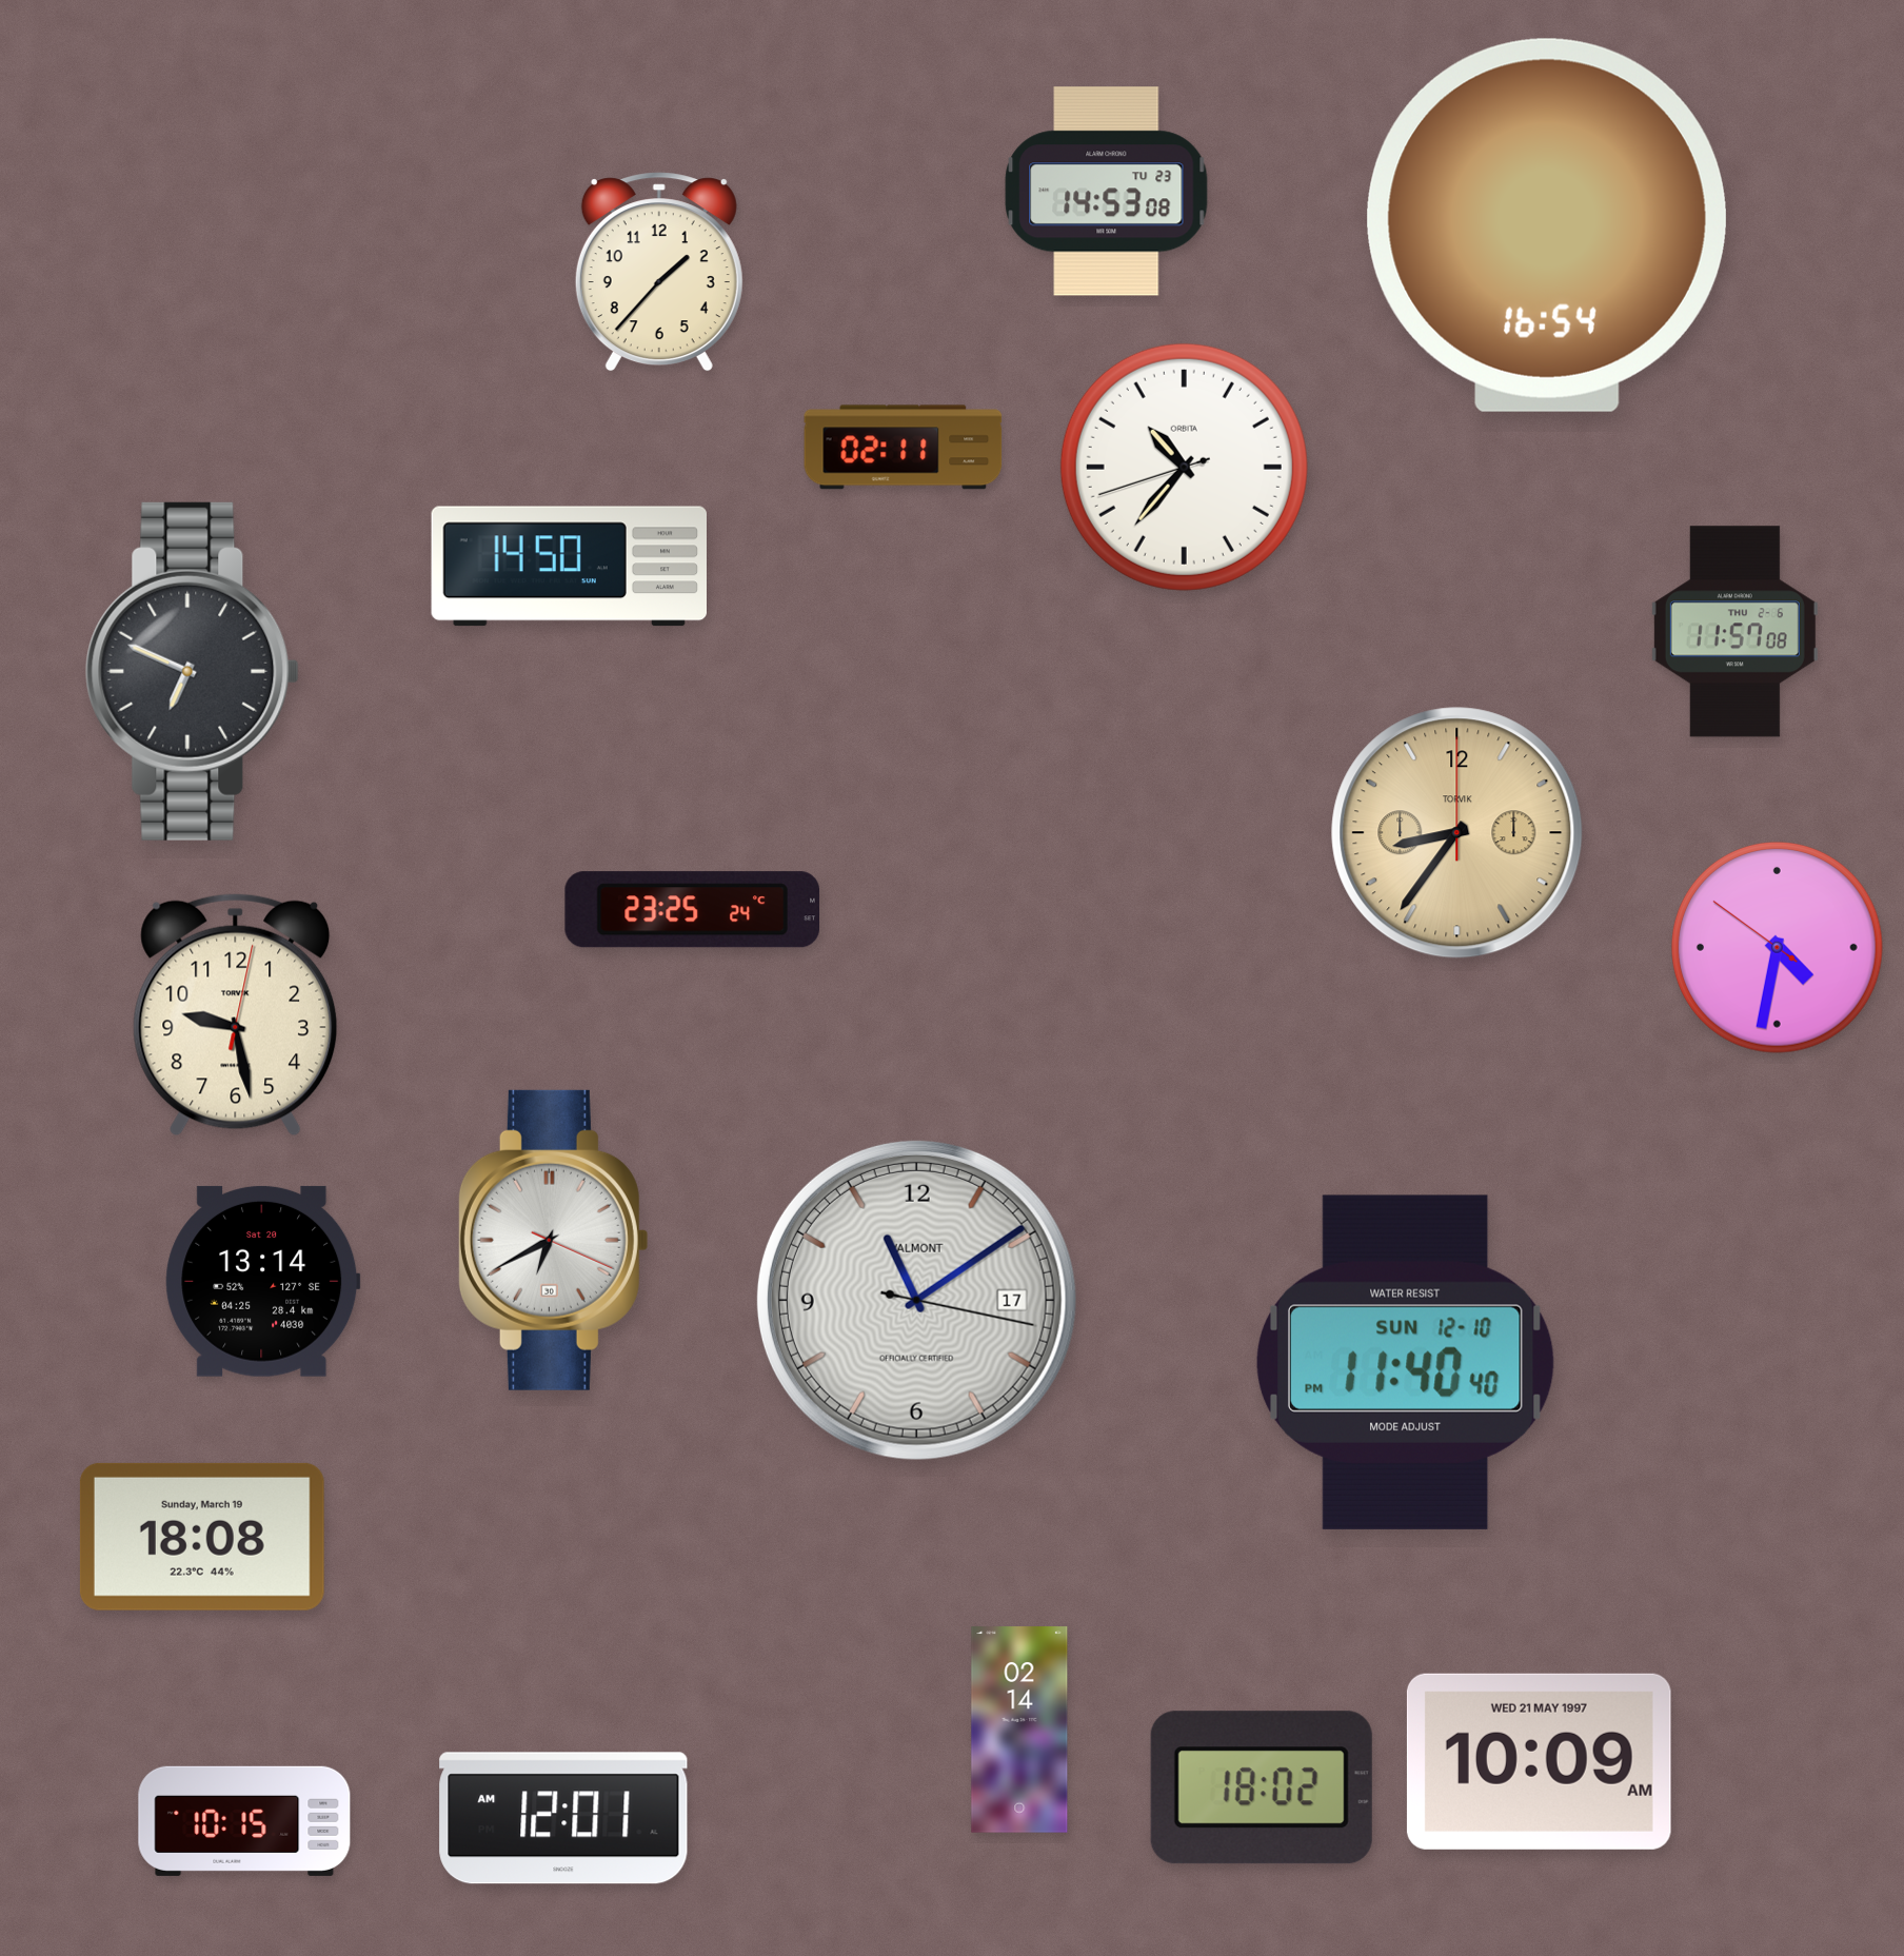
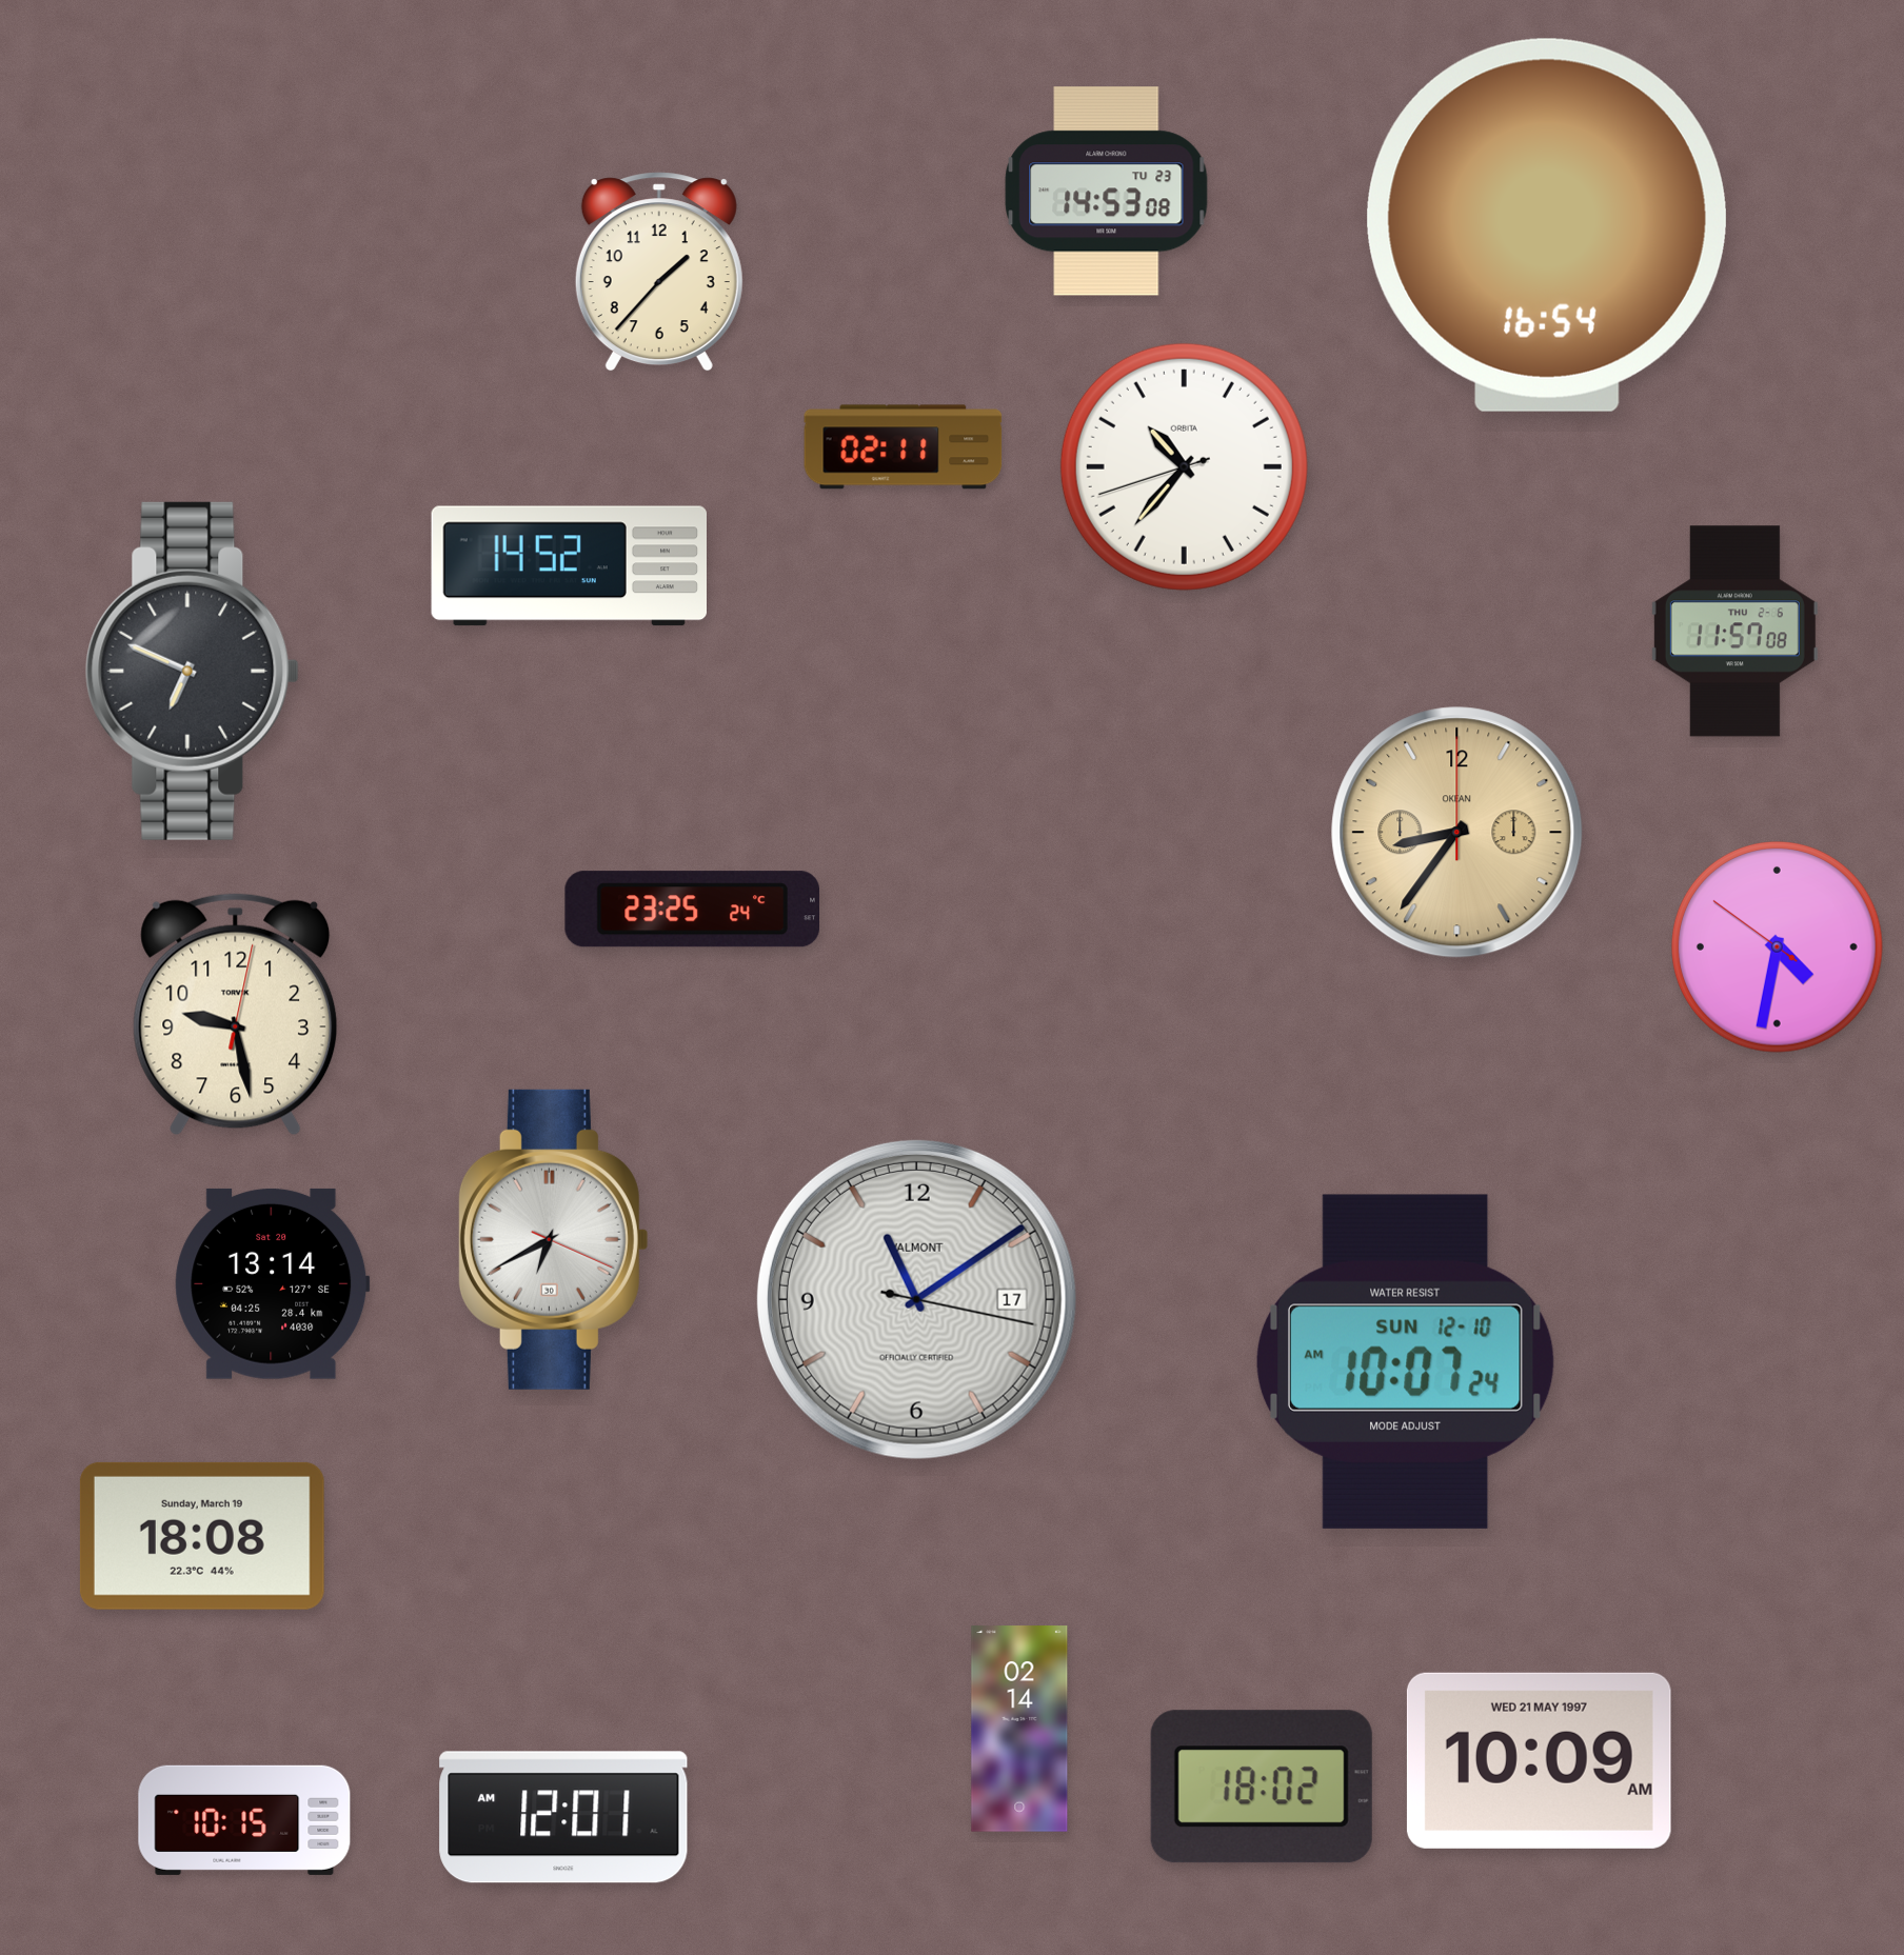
clock at (569, 567): 14:50 -> 14:52
clock at (1457, 833) brand: TORVIK -> OKEAN
clock at (263, 1281) position: (263, 1281) -> (273, 1283)
clock at (1405, 1362): 11:40 -> 10:07
